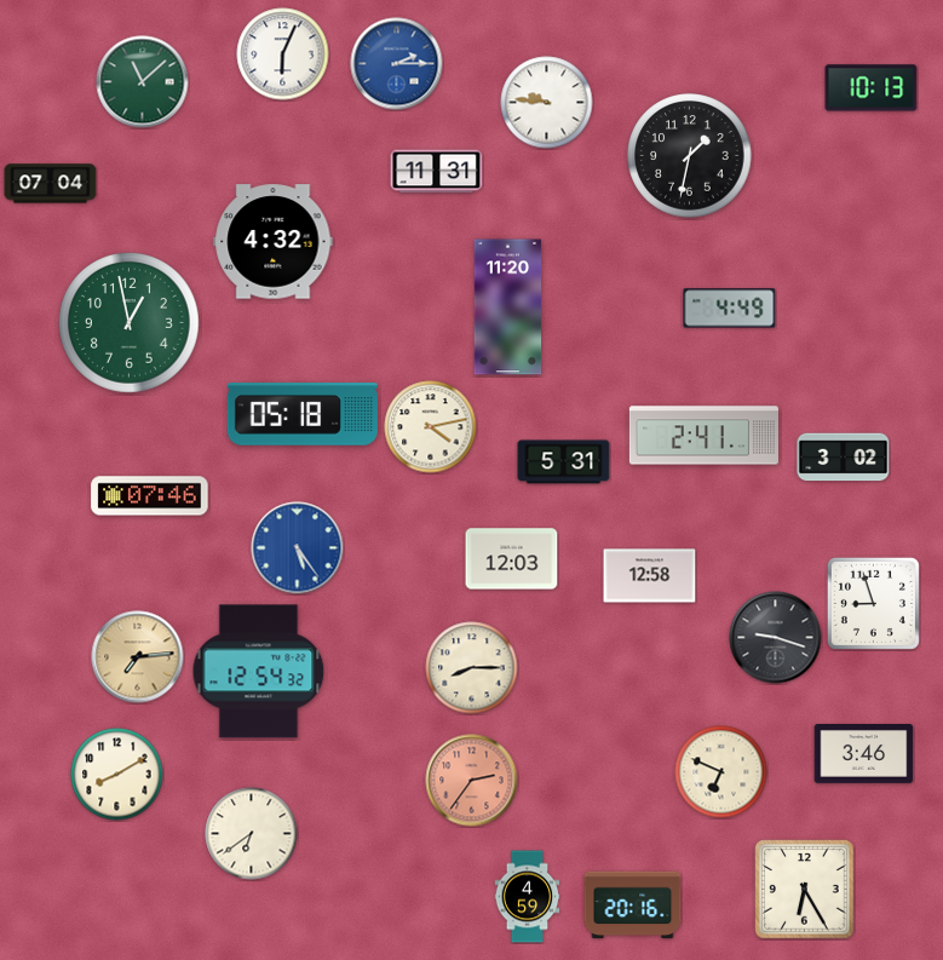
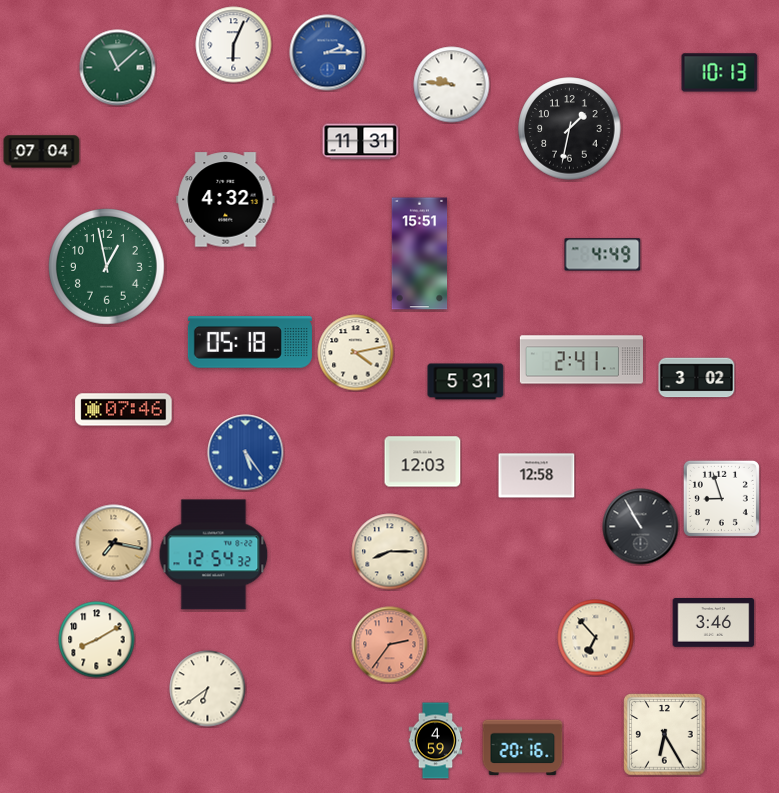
clock at (508, 307): 11:20 -> 15:51
clock at (776, 638): 9:18 -> 10:55
clock at (138, 657): 7:14 -> 7:17
clock at (721, 772): 6:49 -> 6:53
